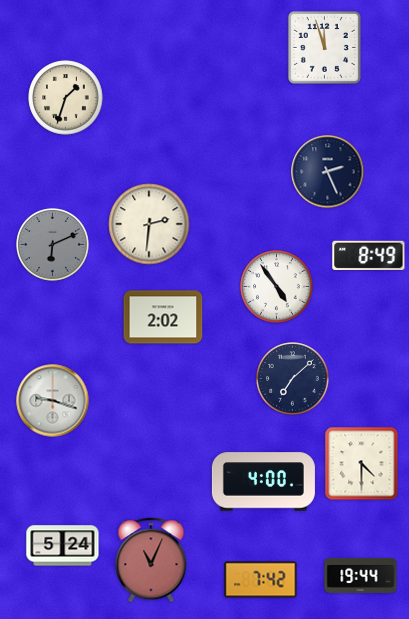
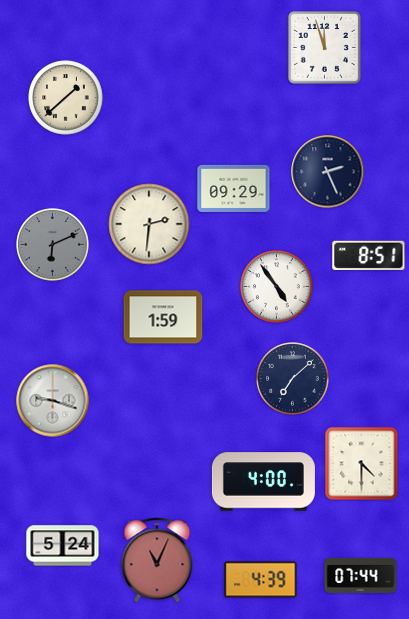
clock at (66, 98): 1:33 -> 1:38
clock at (234, 188): none -> 09:29
clock at (369, 256): 8:49 -> 8:51
clock at (163, 317): 2:02 -> 1:59
clock at (151, 560) position: (151, 560) -> (157, 560)
clock at (361, 575): 19:44 -> 07:44
clock at (261, 580): 7:42 -> 4:39
